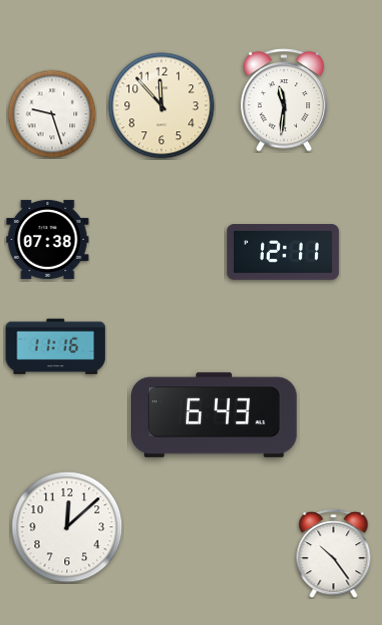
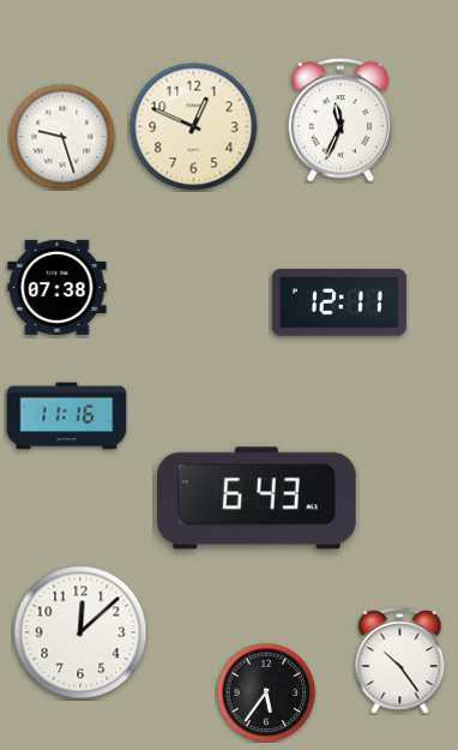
clock at (284, 100): 11:31 -> 11:34
clock at (162, 106): 11:53 -> 12:49
clock at (334, 554) position: (334, 554) -> (400, 661)
clock at (266, 692): none -> 5:36
